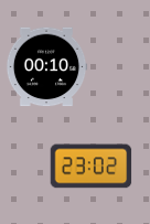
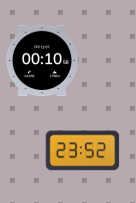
clock at (92, 167): 23:02 -> 23:52
